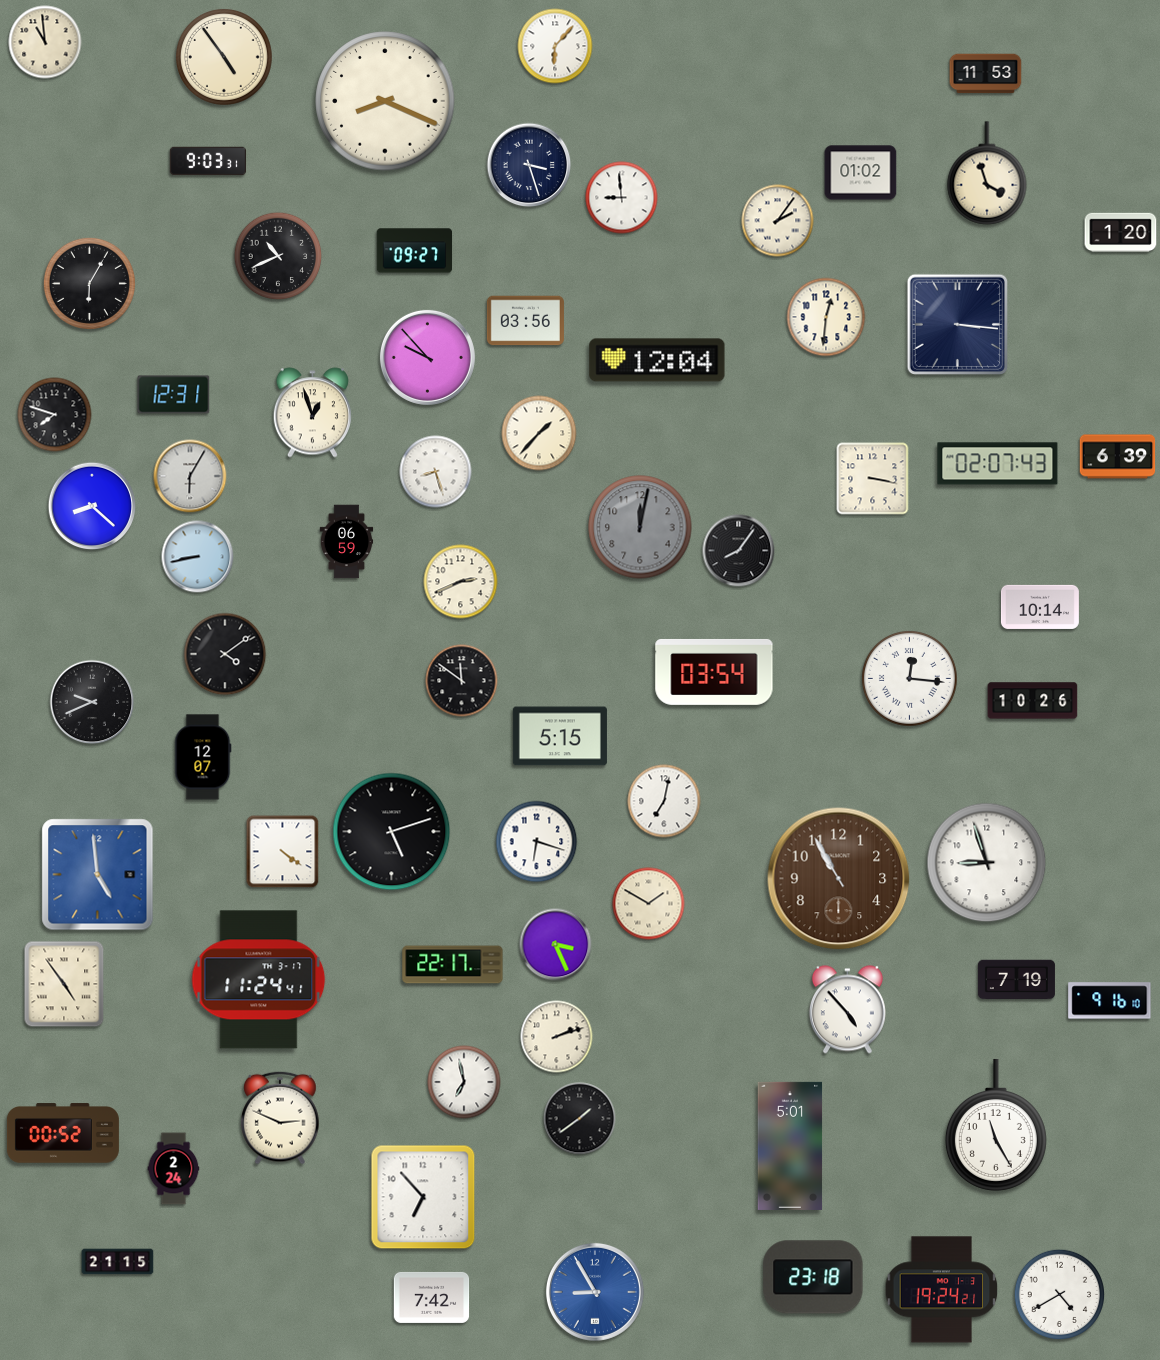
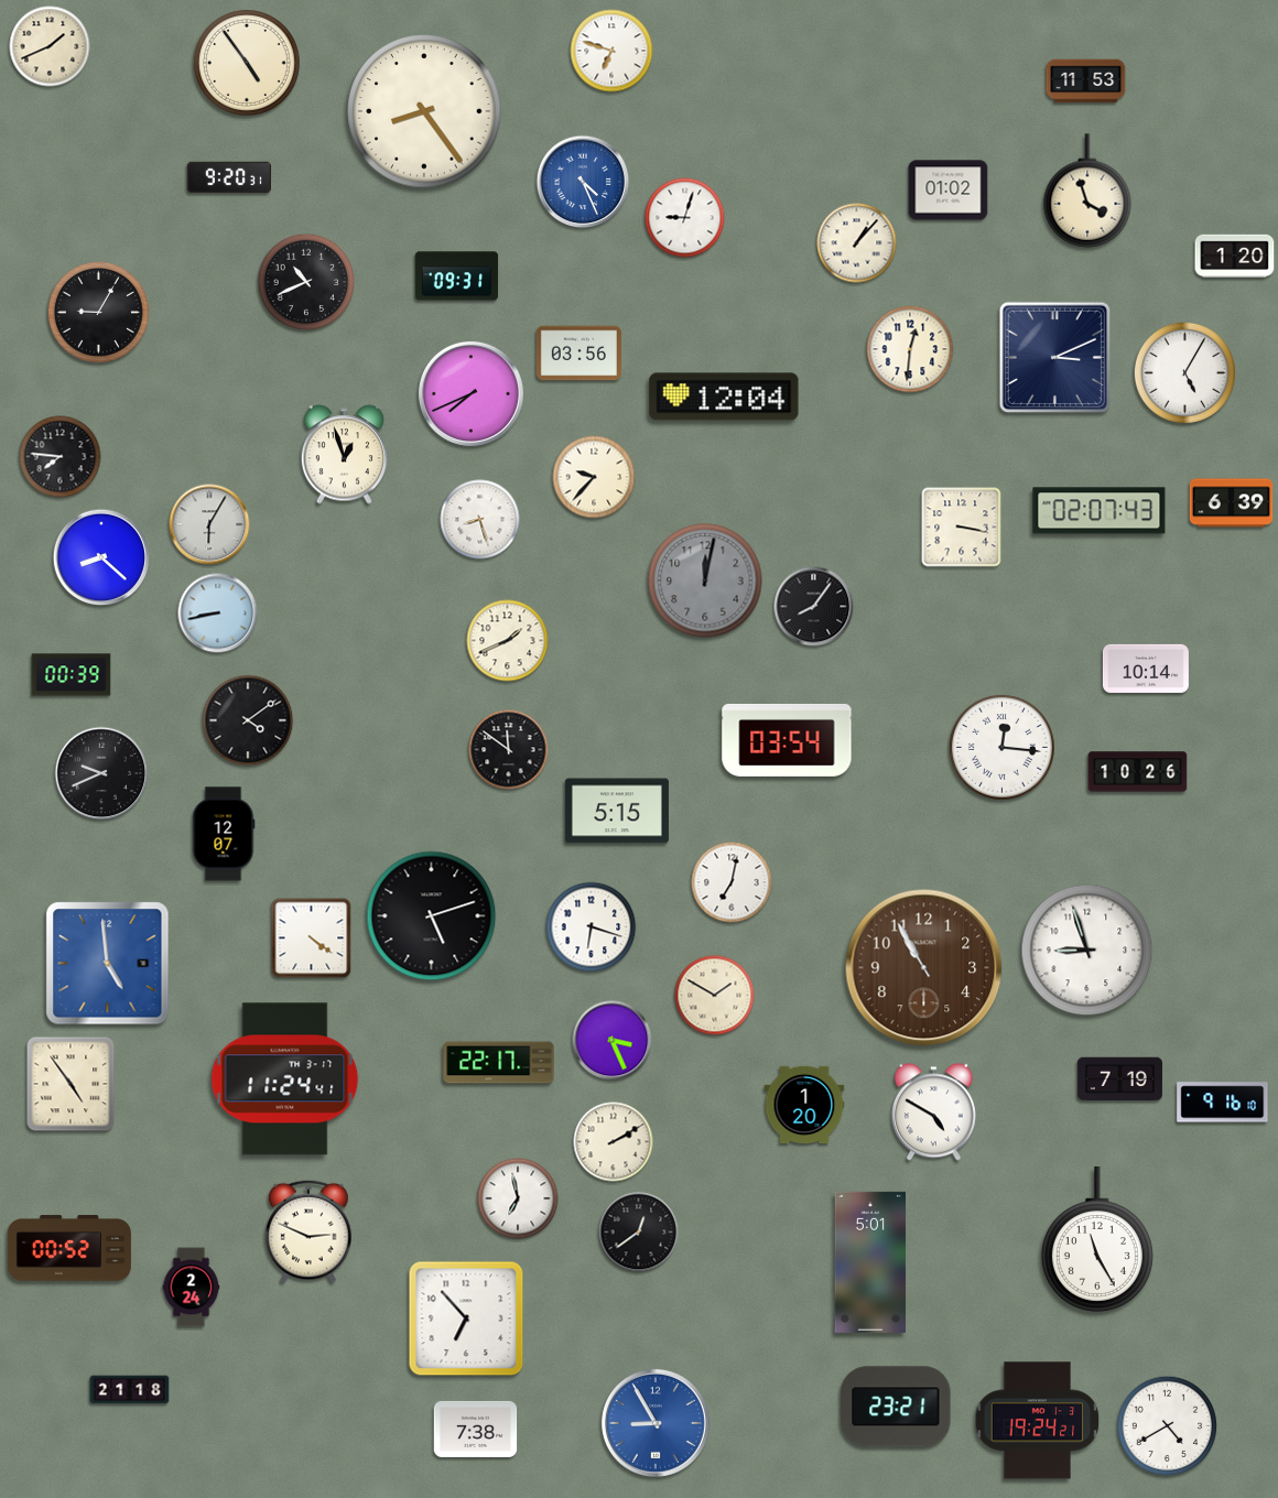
clock at (45, 42): 10:59 -> 1:41
clock at (555, 46): 6:07 -> 6:48
clock at (385, 101): 8:19 -> 8:24
clock at (208, 161): 9:03 -> 9:20
clock at (529, 165): 3:27 -> 4:26
clock at (529, 165) dial: navy -> blue
clock at (622, 198): 8:59 -> 9:03
clock at (778, 221): 2:06 -> 1:07
clock at (415, 251): 09:27 -> 09:31
clock at (89, 283): 6:05 -> 9:05
clock at (957, 324): 3:16 -> 3:11
clock at (1184, 372): none -> 5:05
clock at (427, 357): 9:53 -> 7:41
clock at (174, 395): 12:31 -> none
clock at (55, 415): 7:48 -> 7:46
clock at (539, 433): 1:37 -> 9:37
clock at (347, 542): 06:59 -> none
clock at (461, 582): 2:41 -> 1:41
clock at (72, 675): none -> 00:39
clock at (804, 1105): none -> 1:20
clock at (847, 1010): 4:53 -> 4:50
clock at (557, 1037): 2:12 -> 2:10
clock at (464, 1082) position: (464, 1082) -> (518, 1198)
clock at (580, 1119): 1:39 -> 12:39
clock at (118, 1262): 21:15 -> 21:18
clock at (813, 1277): 23:18 -> 23:21
clock at (432, 1297): 7:42 -> 7:38
